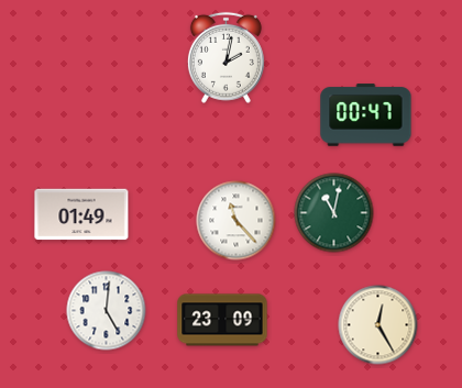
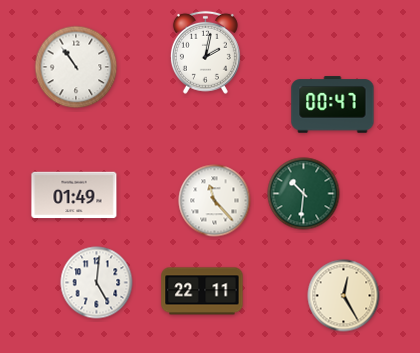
clock at (76, 67): none -> 10:54
clock at (334, 213): 11:02 -> 10:31
clock at (222, 320): 23:09 -> 22:11
